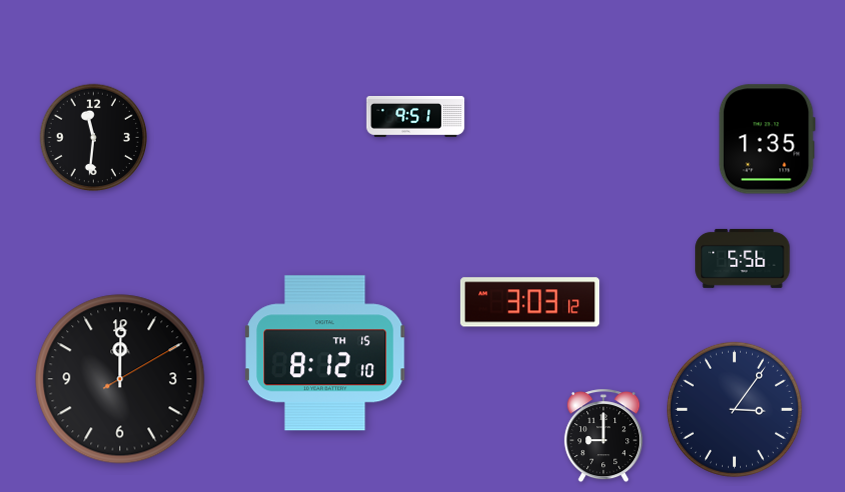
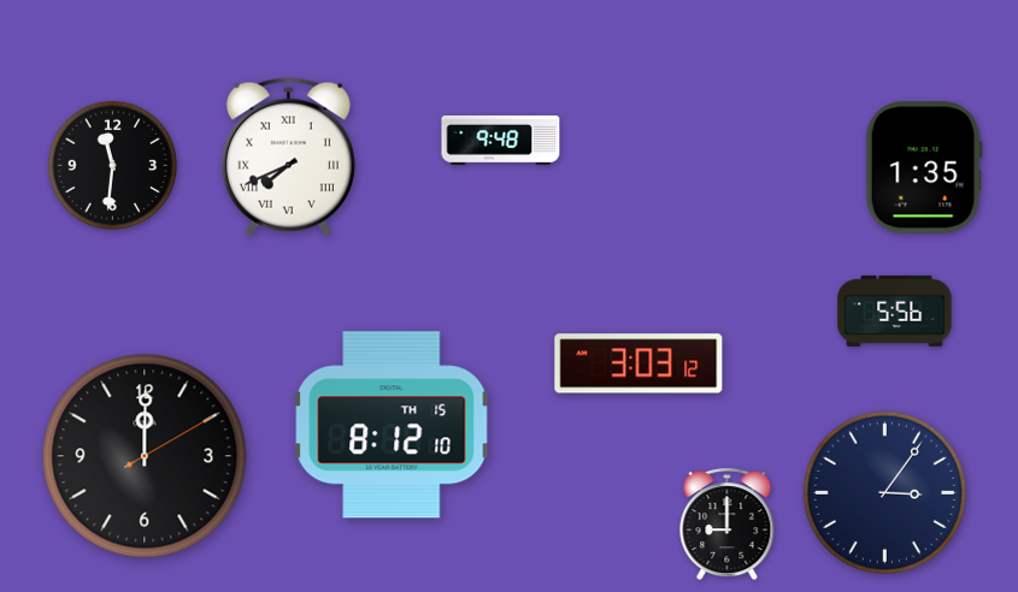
clock at (416, 116): 9:51 -> 9:48
clock at (288, 158): none -> 7:41
